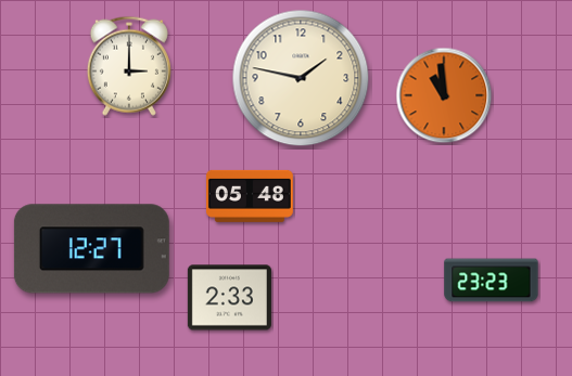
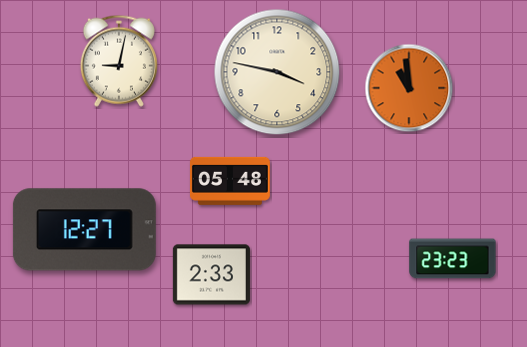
clock at (129, 66): 3:00 -> 9:02
clock at (301, 78): 1:47 -> 3:47
